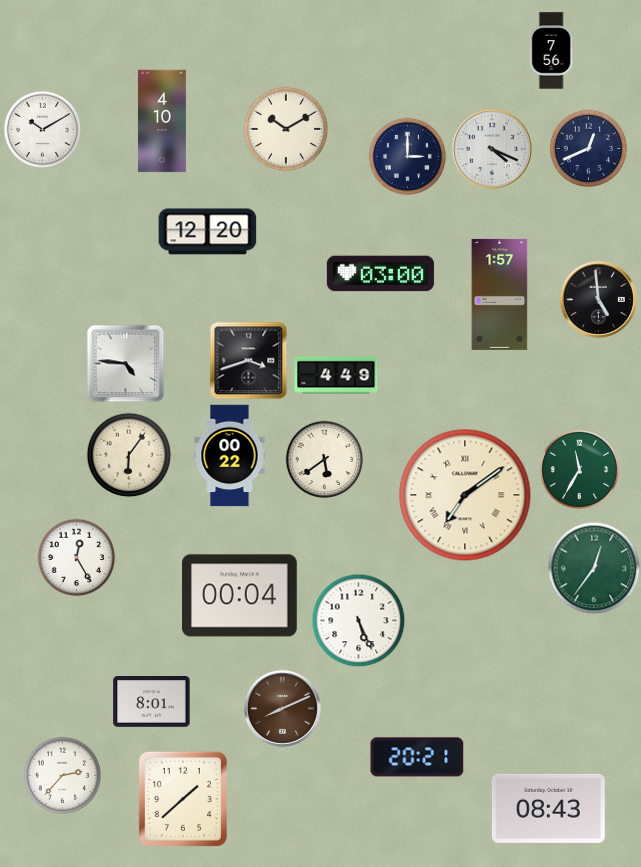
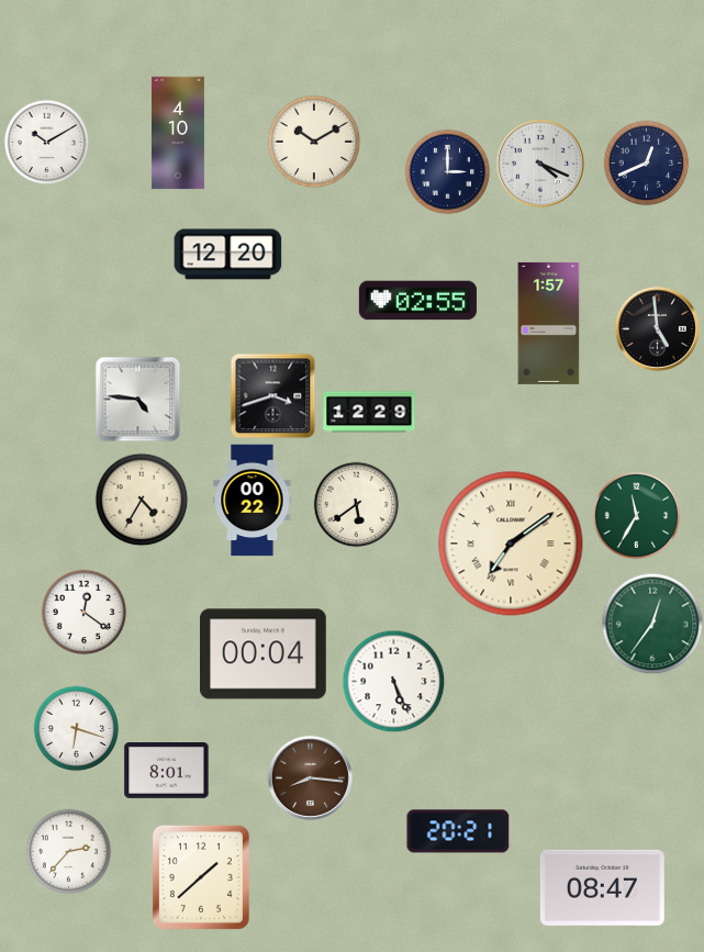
clock at (551, 51): 7:56 -> none
clock at (380, 274): 03:00 -> 02:55
clock at (336, 375): 4:49 -> 12:29
clock at (129, 455): 6:06 -> 4:35
clock at (76, 557): 12:25 -> 12:21
clock at (76, 728): none -> 6:18
clock at (282, 708): 8:11 -> 8:16
clock at (548, 808): 08:43 -> 08:47
